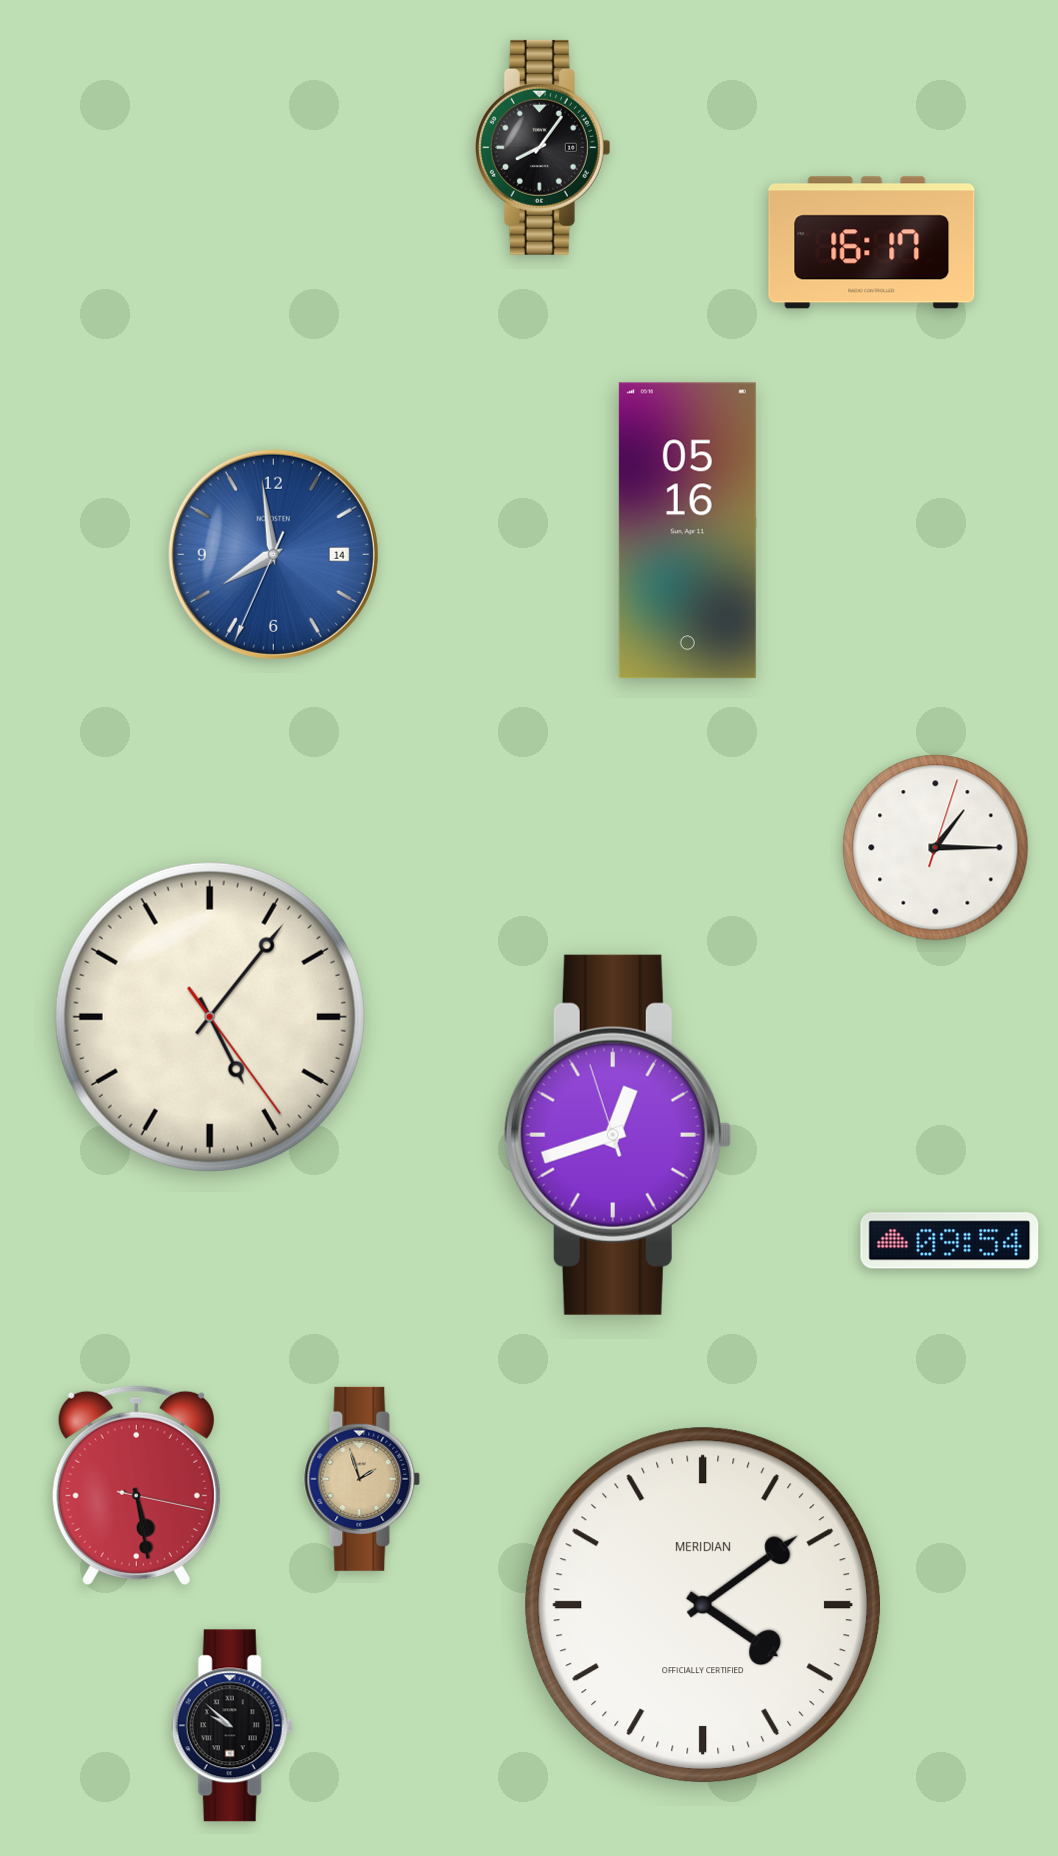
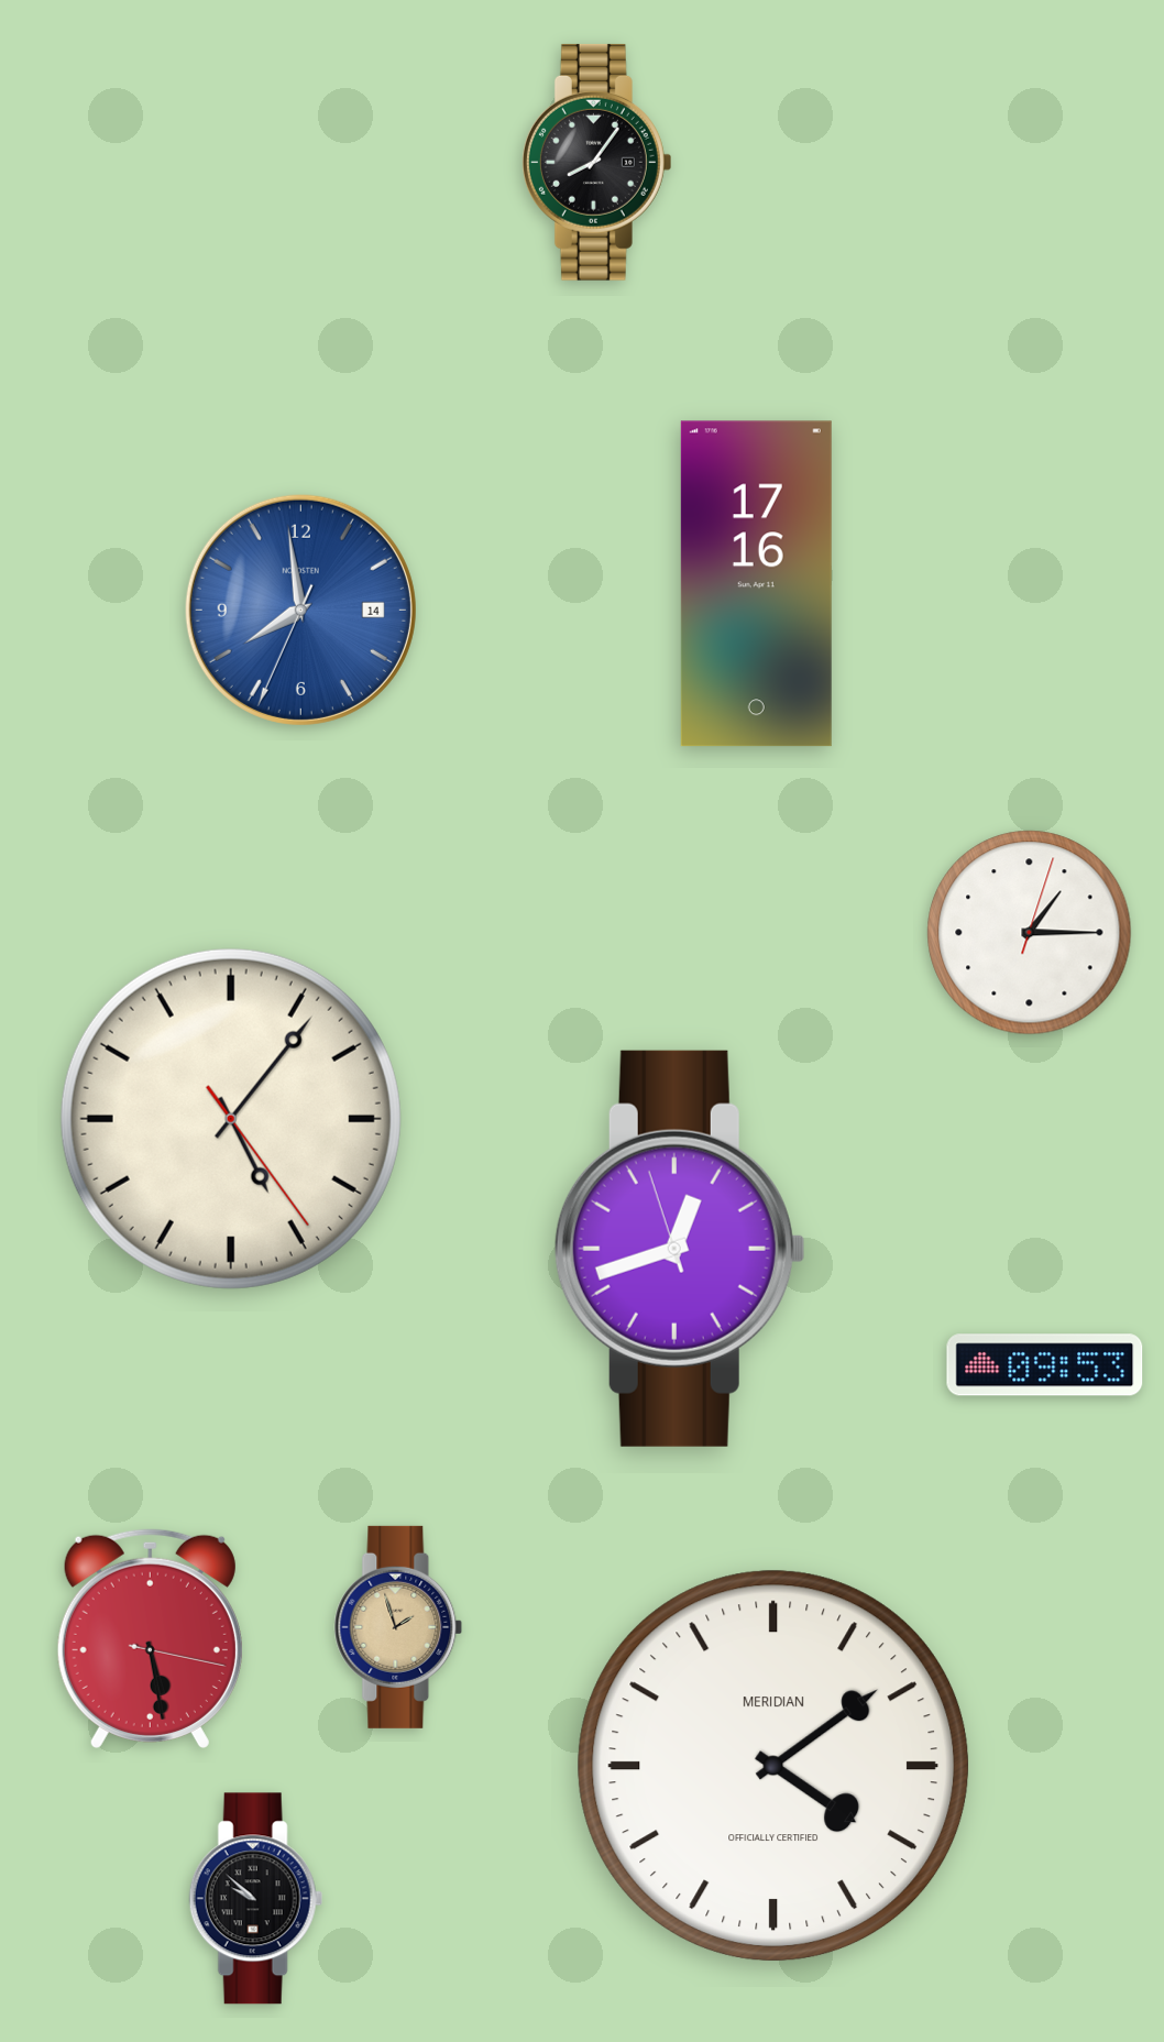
clock at (872, 243): 16:17 -> none
clock at (687, 531): 05:16 -> 17:16
clock at (950, 1241): 09:54 -> 09:53
clock at (136, 1485) position: (136, 1485) -> (150, 1638)
